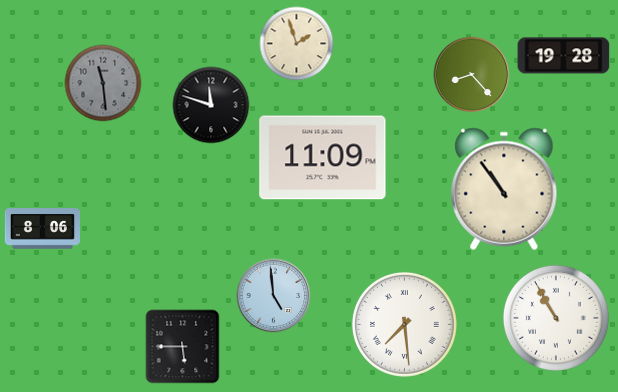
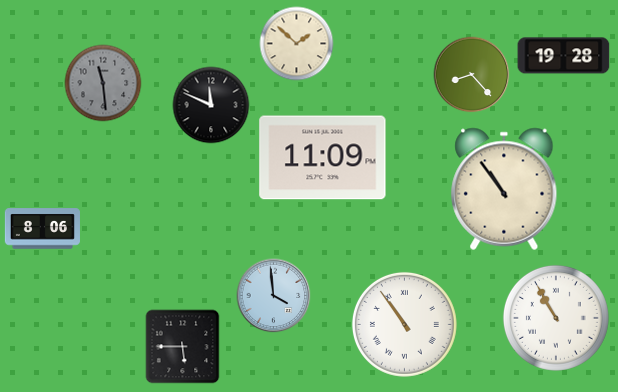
clock at (297, 44): 1:57 -> 1:52
clock at (211, 105): 11:48 -> 11:49
clock at (274, 296): 4:59 -> 3:59
clock at (404, 324): 7:29 -> 10:54
